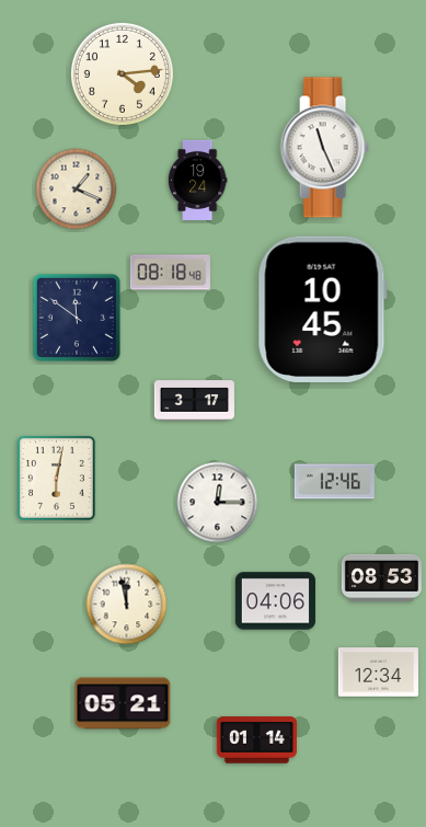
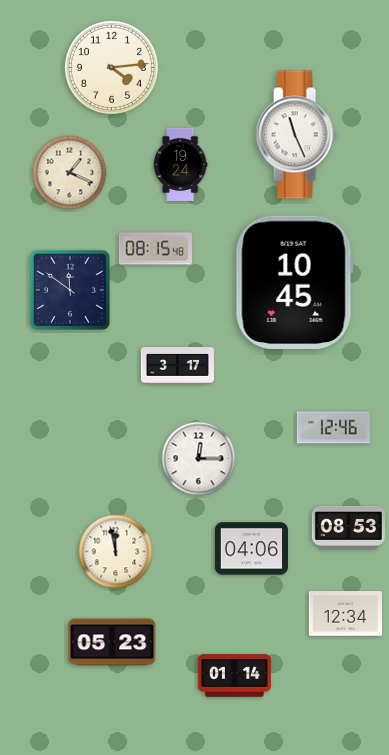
clock at (170, 273): 08:18 -> 08:15
clock at (56, 478): 6:02 -> none
clock at (334, 482) position: (334, 482) -> (333, 428)
clock at (123, 703): 05:21 -> 05:23
